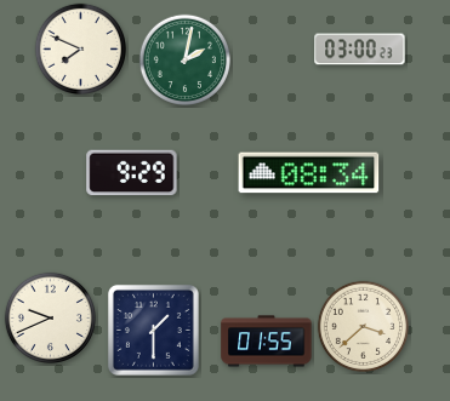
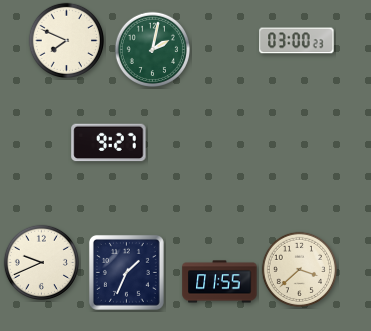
clock at (132, 173): 9:29 -> 9:27
clock at (309, 173): 08:34 -> none
clock at (153, 330): 1:30 -> 1:34
